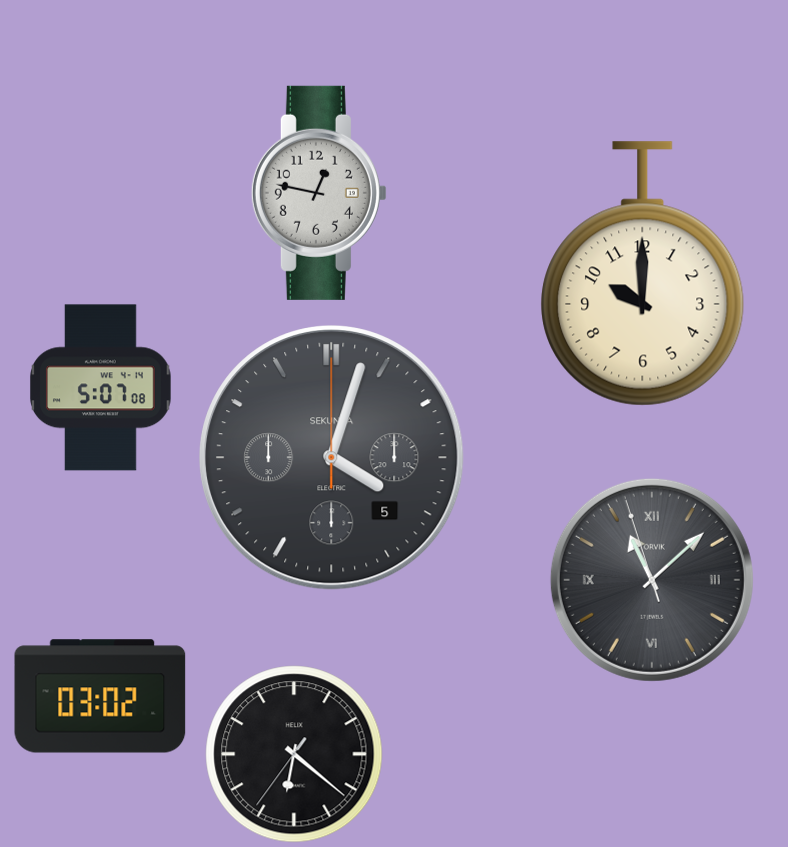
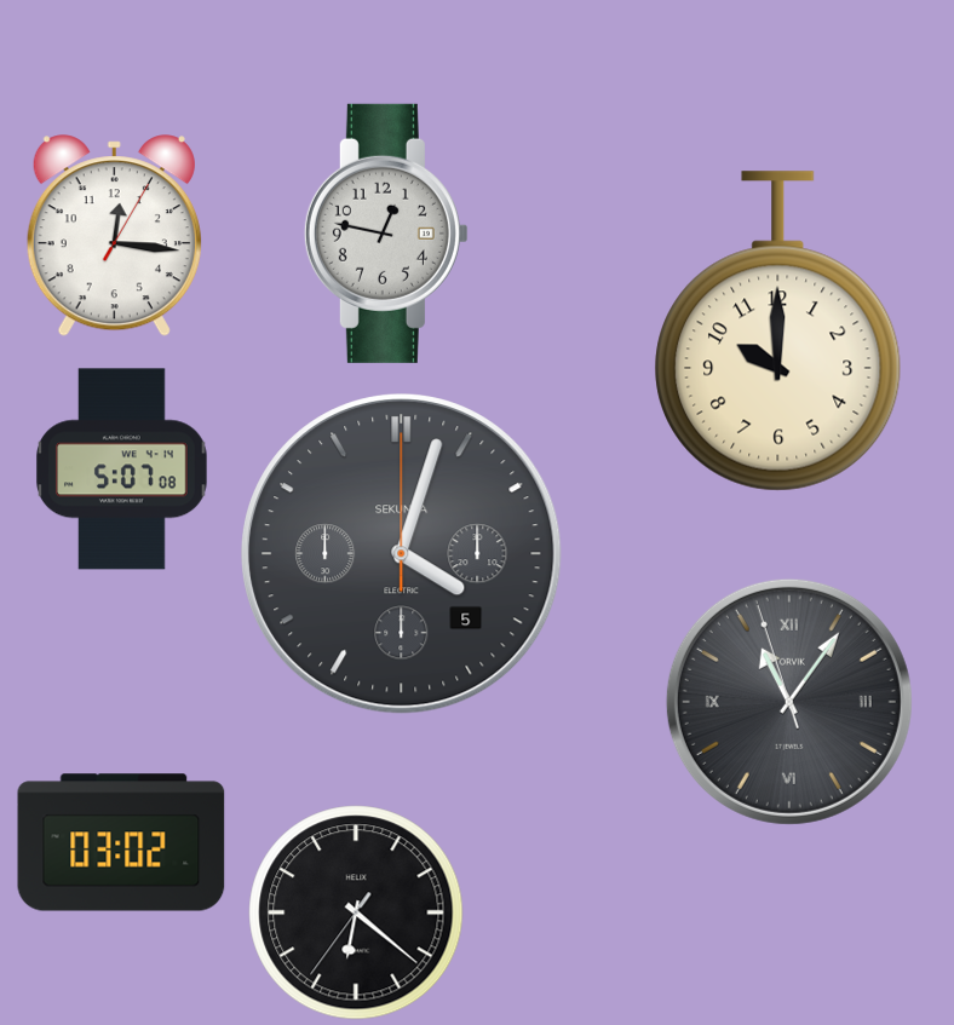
clock at (114, 236): none -> 12:16
clock at (652, 580): 11:07 -> 11:05
